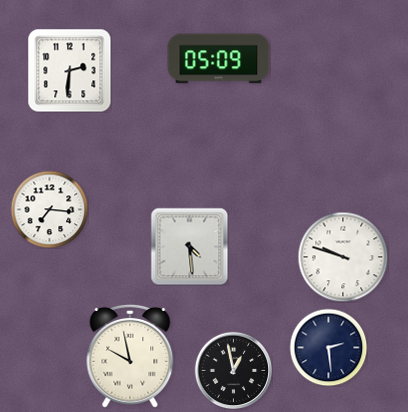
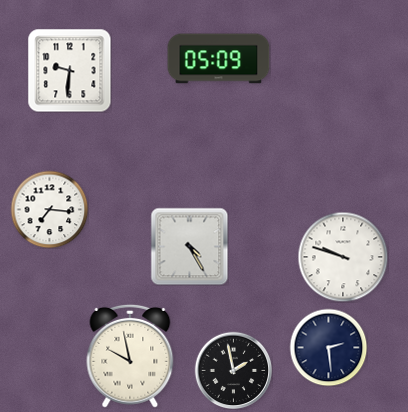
clock at (69, 70): 2:31 -> 9:31
clock at (189, 246): 4:29 -> 4:25
clock at (233, 370): 12:58 -> 1:58
